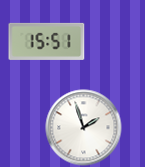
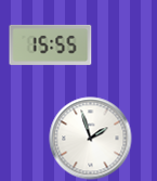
clock at (47, 41): 15:51 -> 15:55
